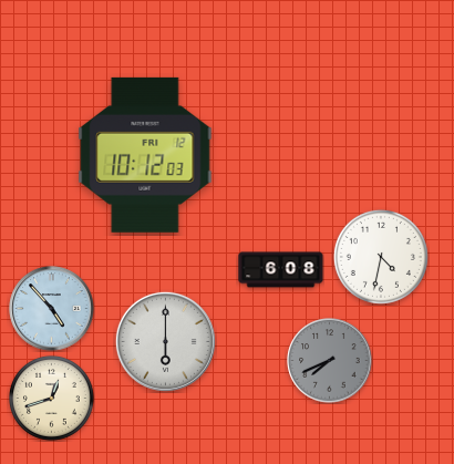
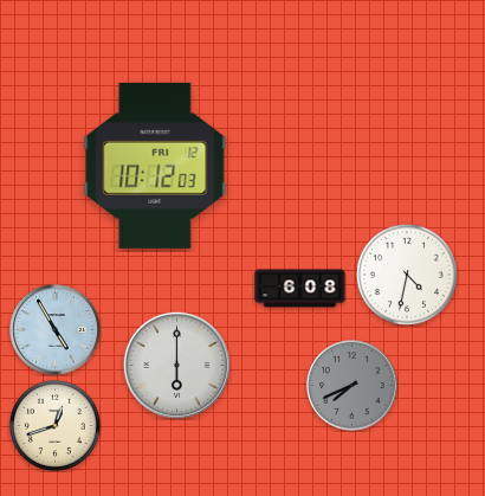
clock at (52, 309): 4:53 -> 4:55
